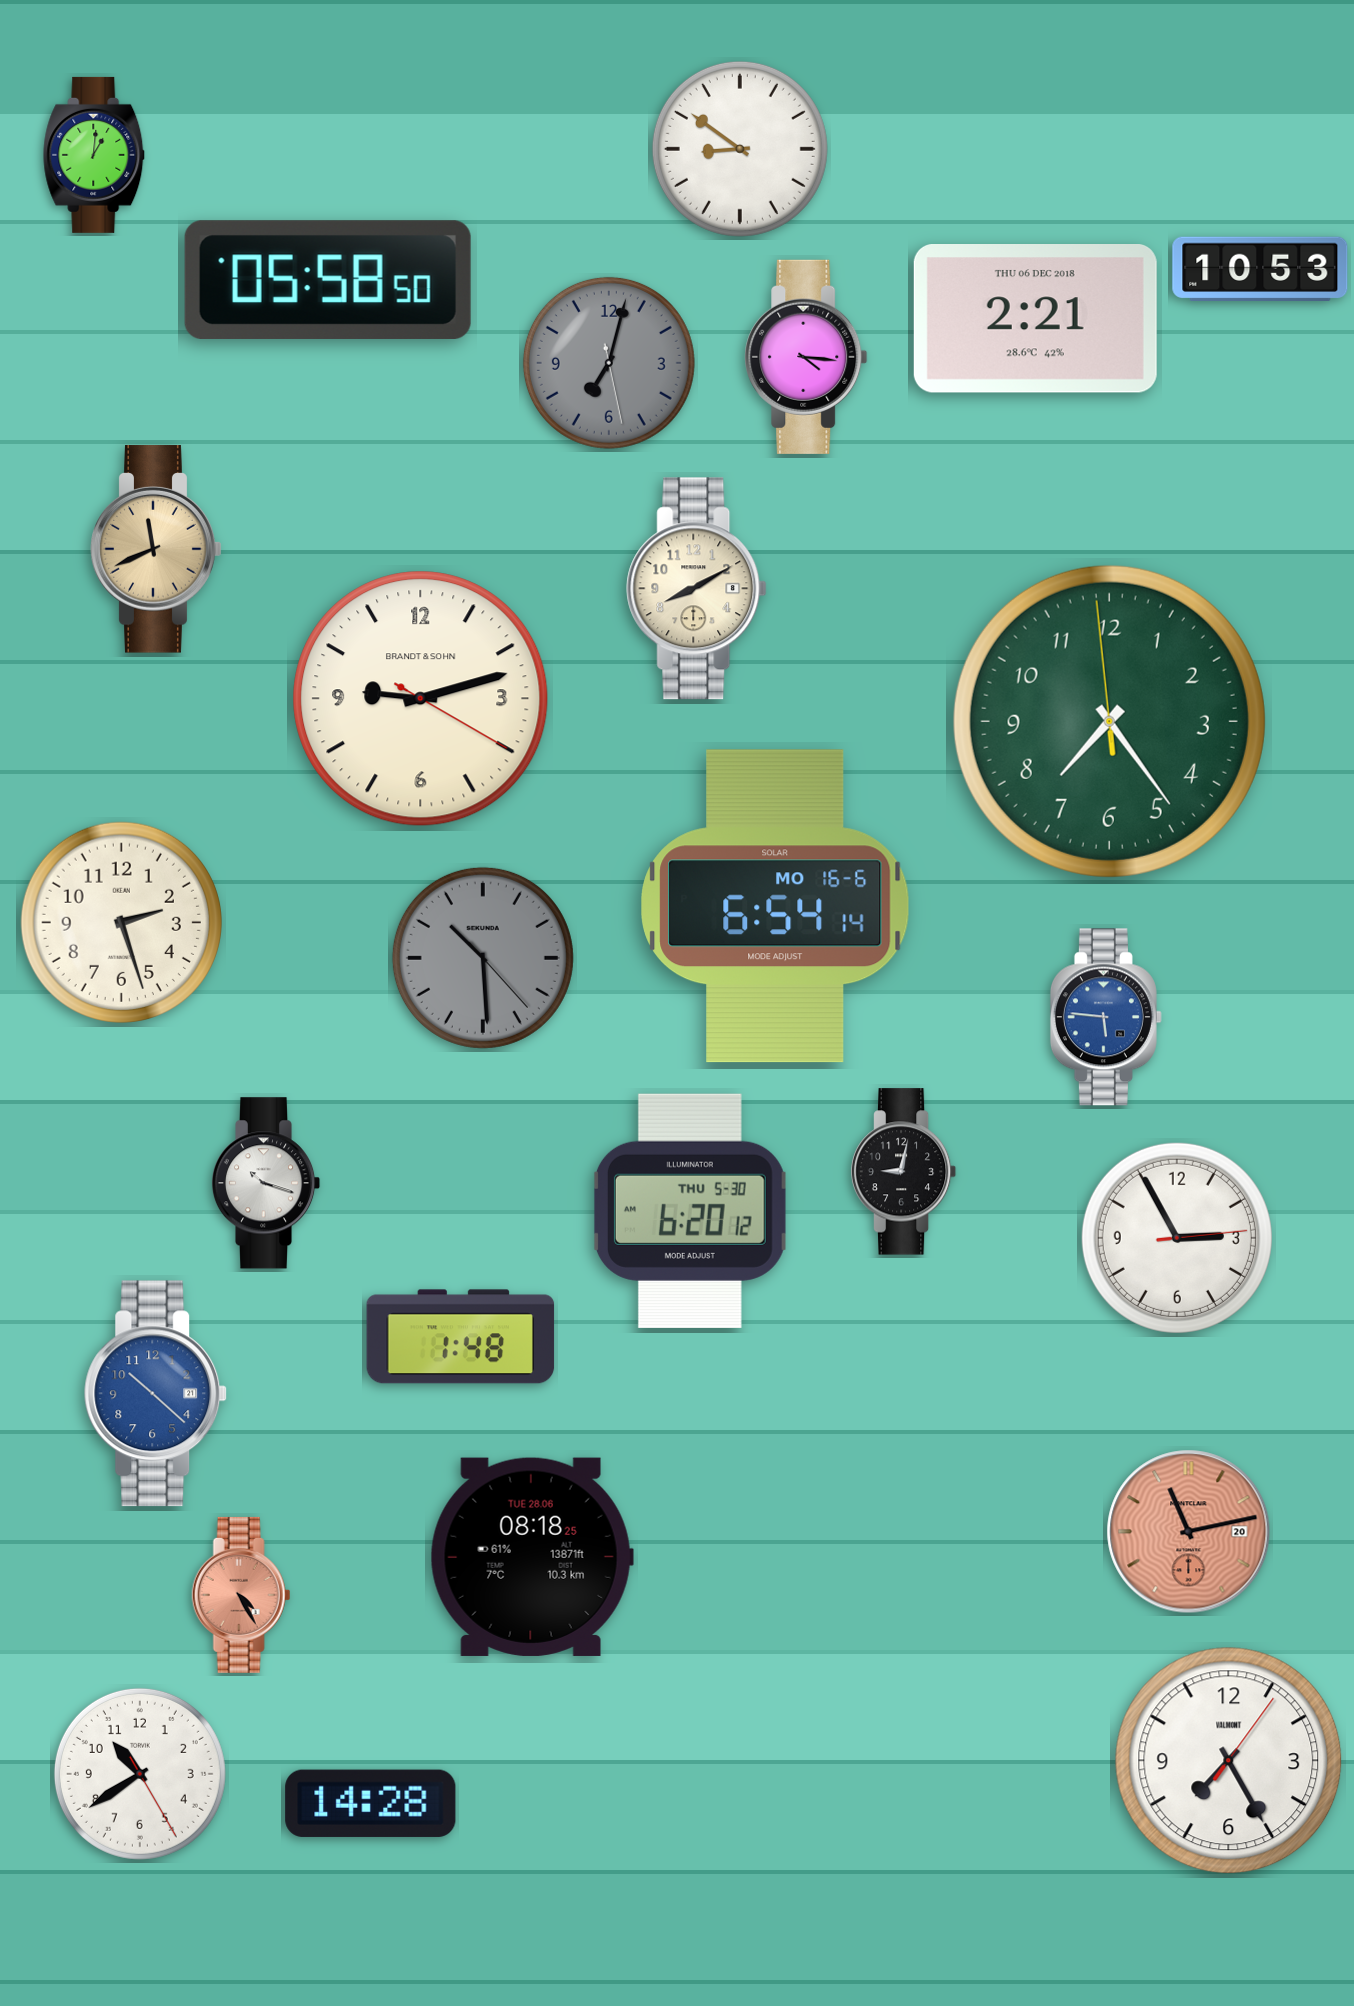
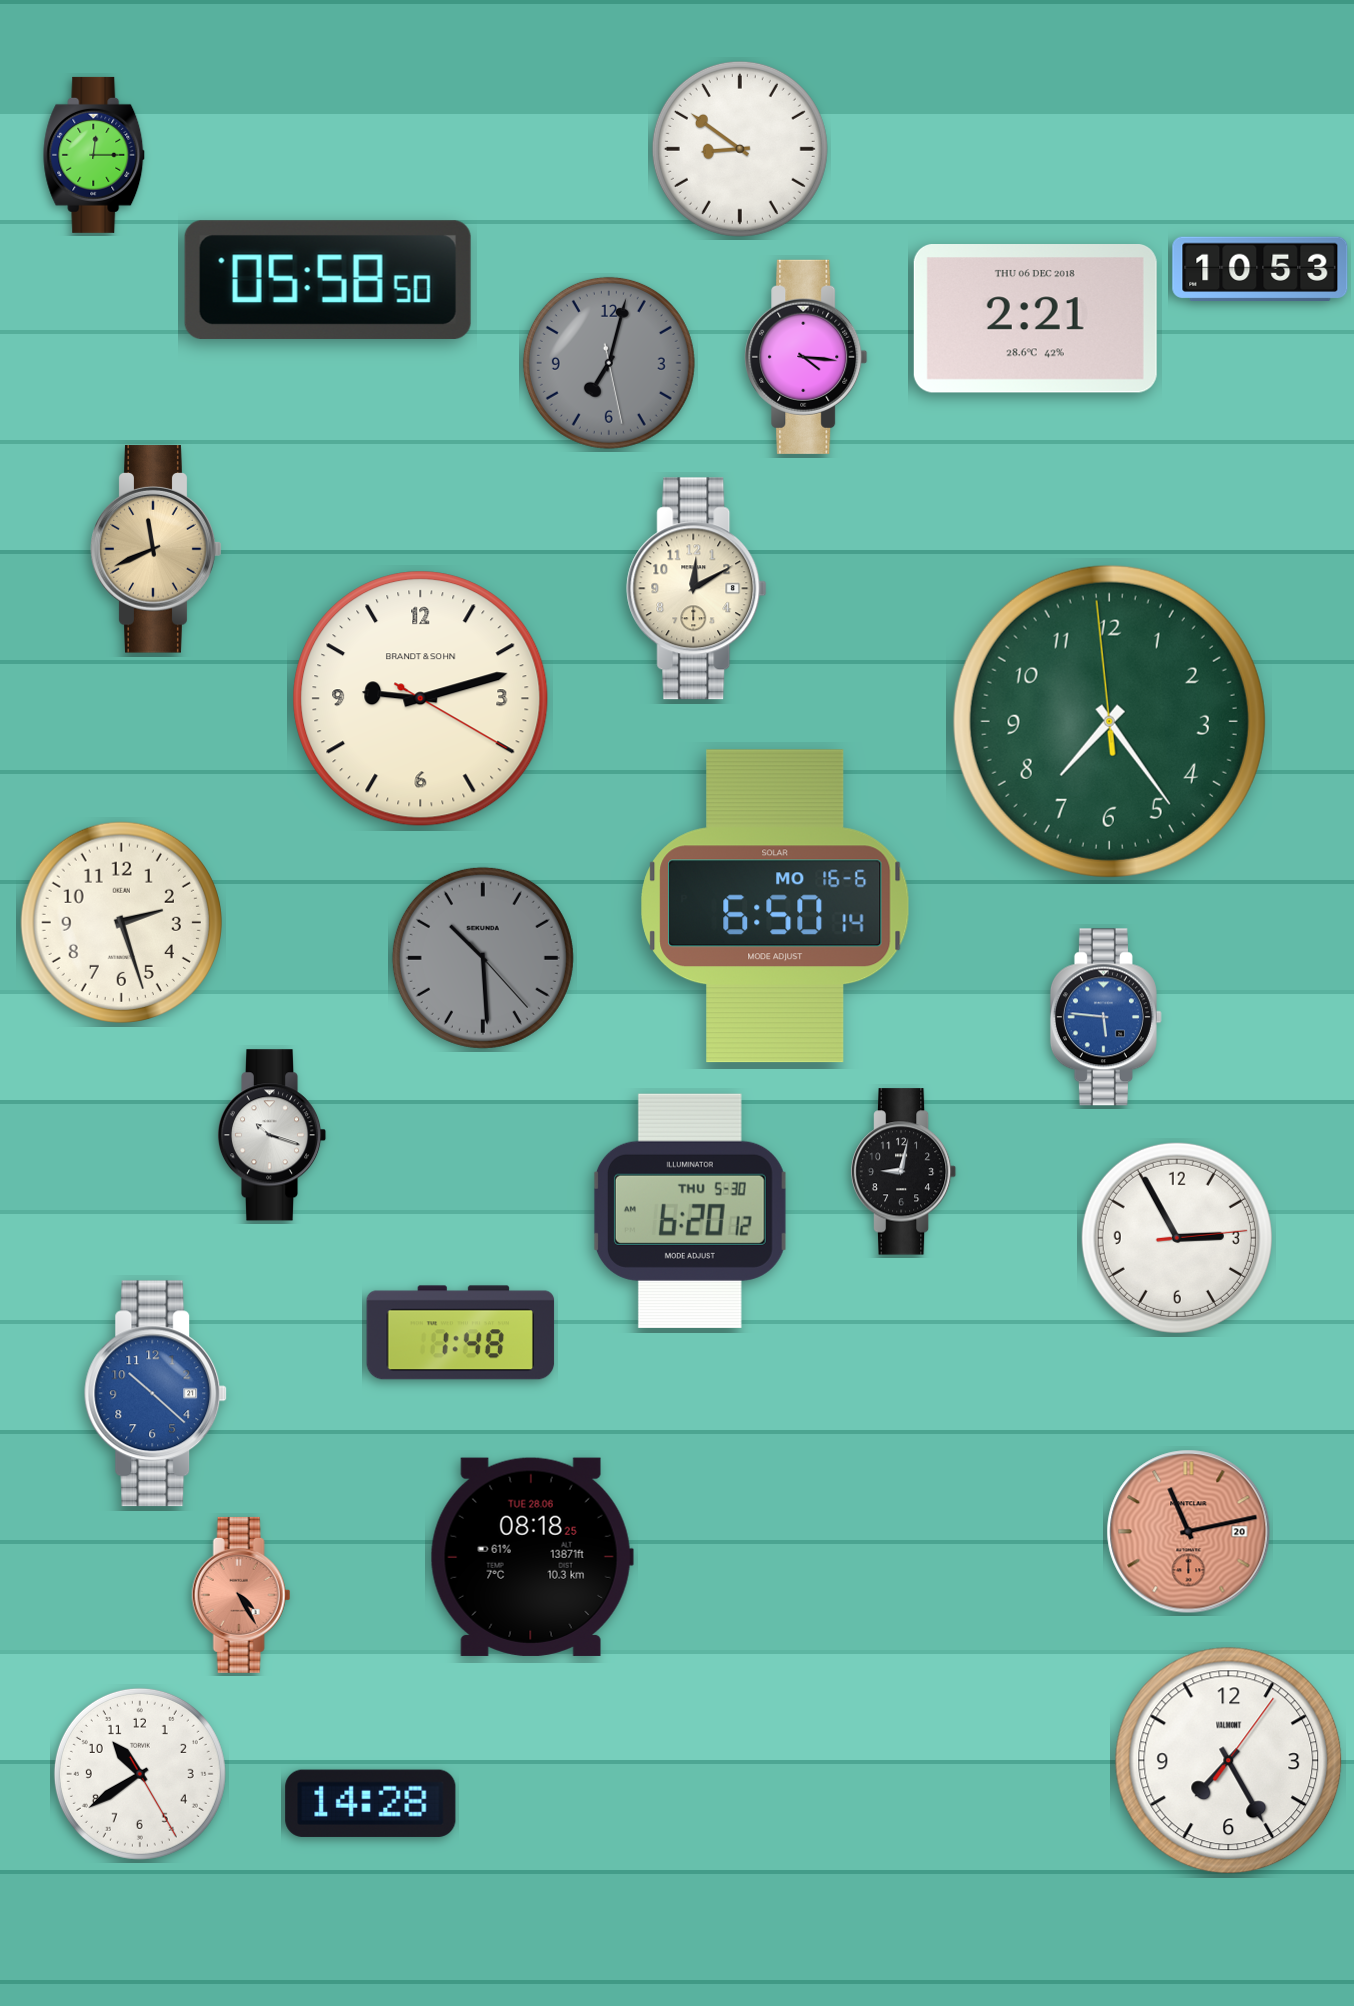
clock at (95, 155): 1:01 -> 12:15
clock at (697, 589): 8:10 -> 12:10
clock at (775, 906): 6:54 -> 6:50
clock at (266, 1183) position: (266, 1183) -> (272, 1135)
clock at (461, 1337) position: (461, 1337) -> (461, 1333)
